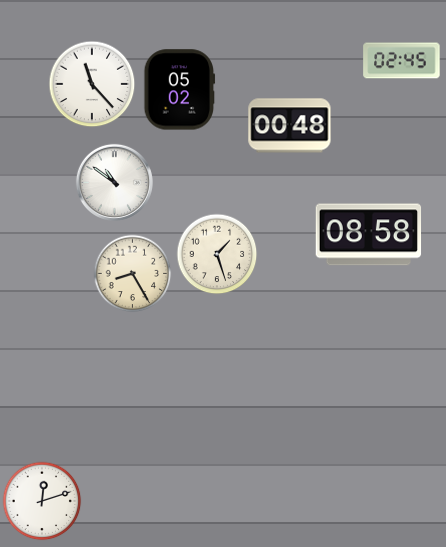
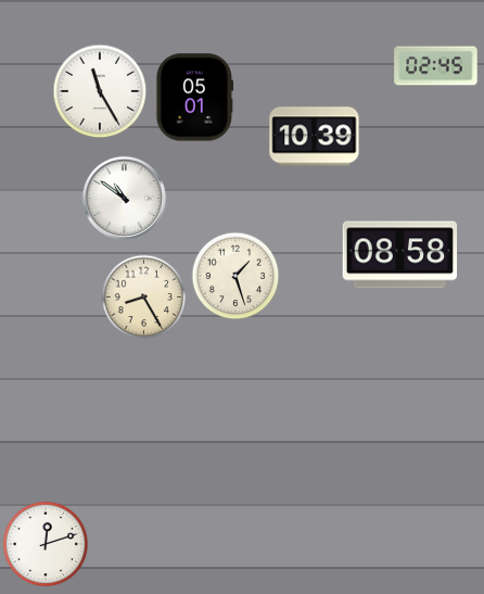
clock at (92, 84): 11:23 -> 11:25
clock at (180, 90): 05:02 -> 05:01
clock at (290, 126): 00:48 -> 10:39
